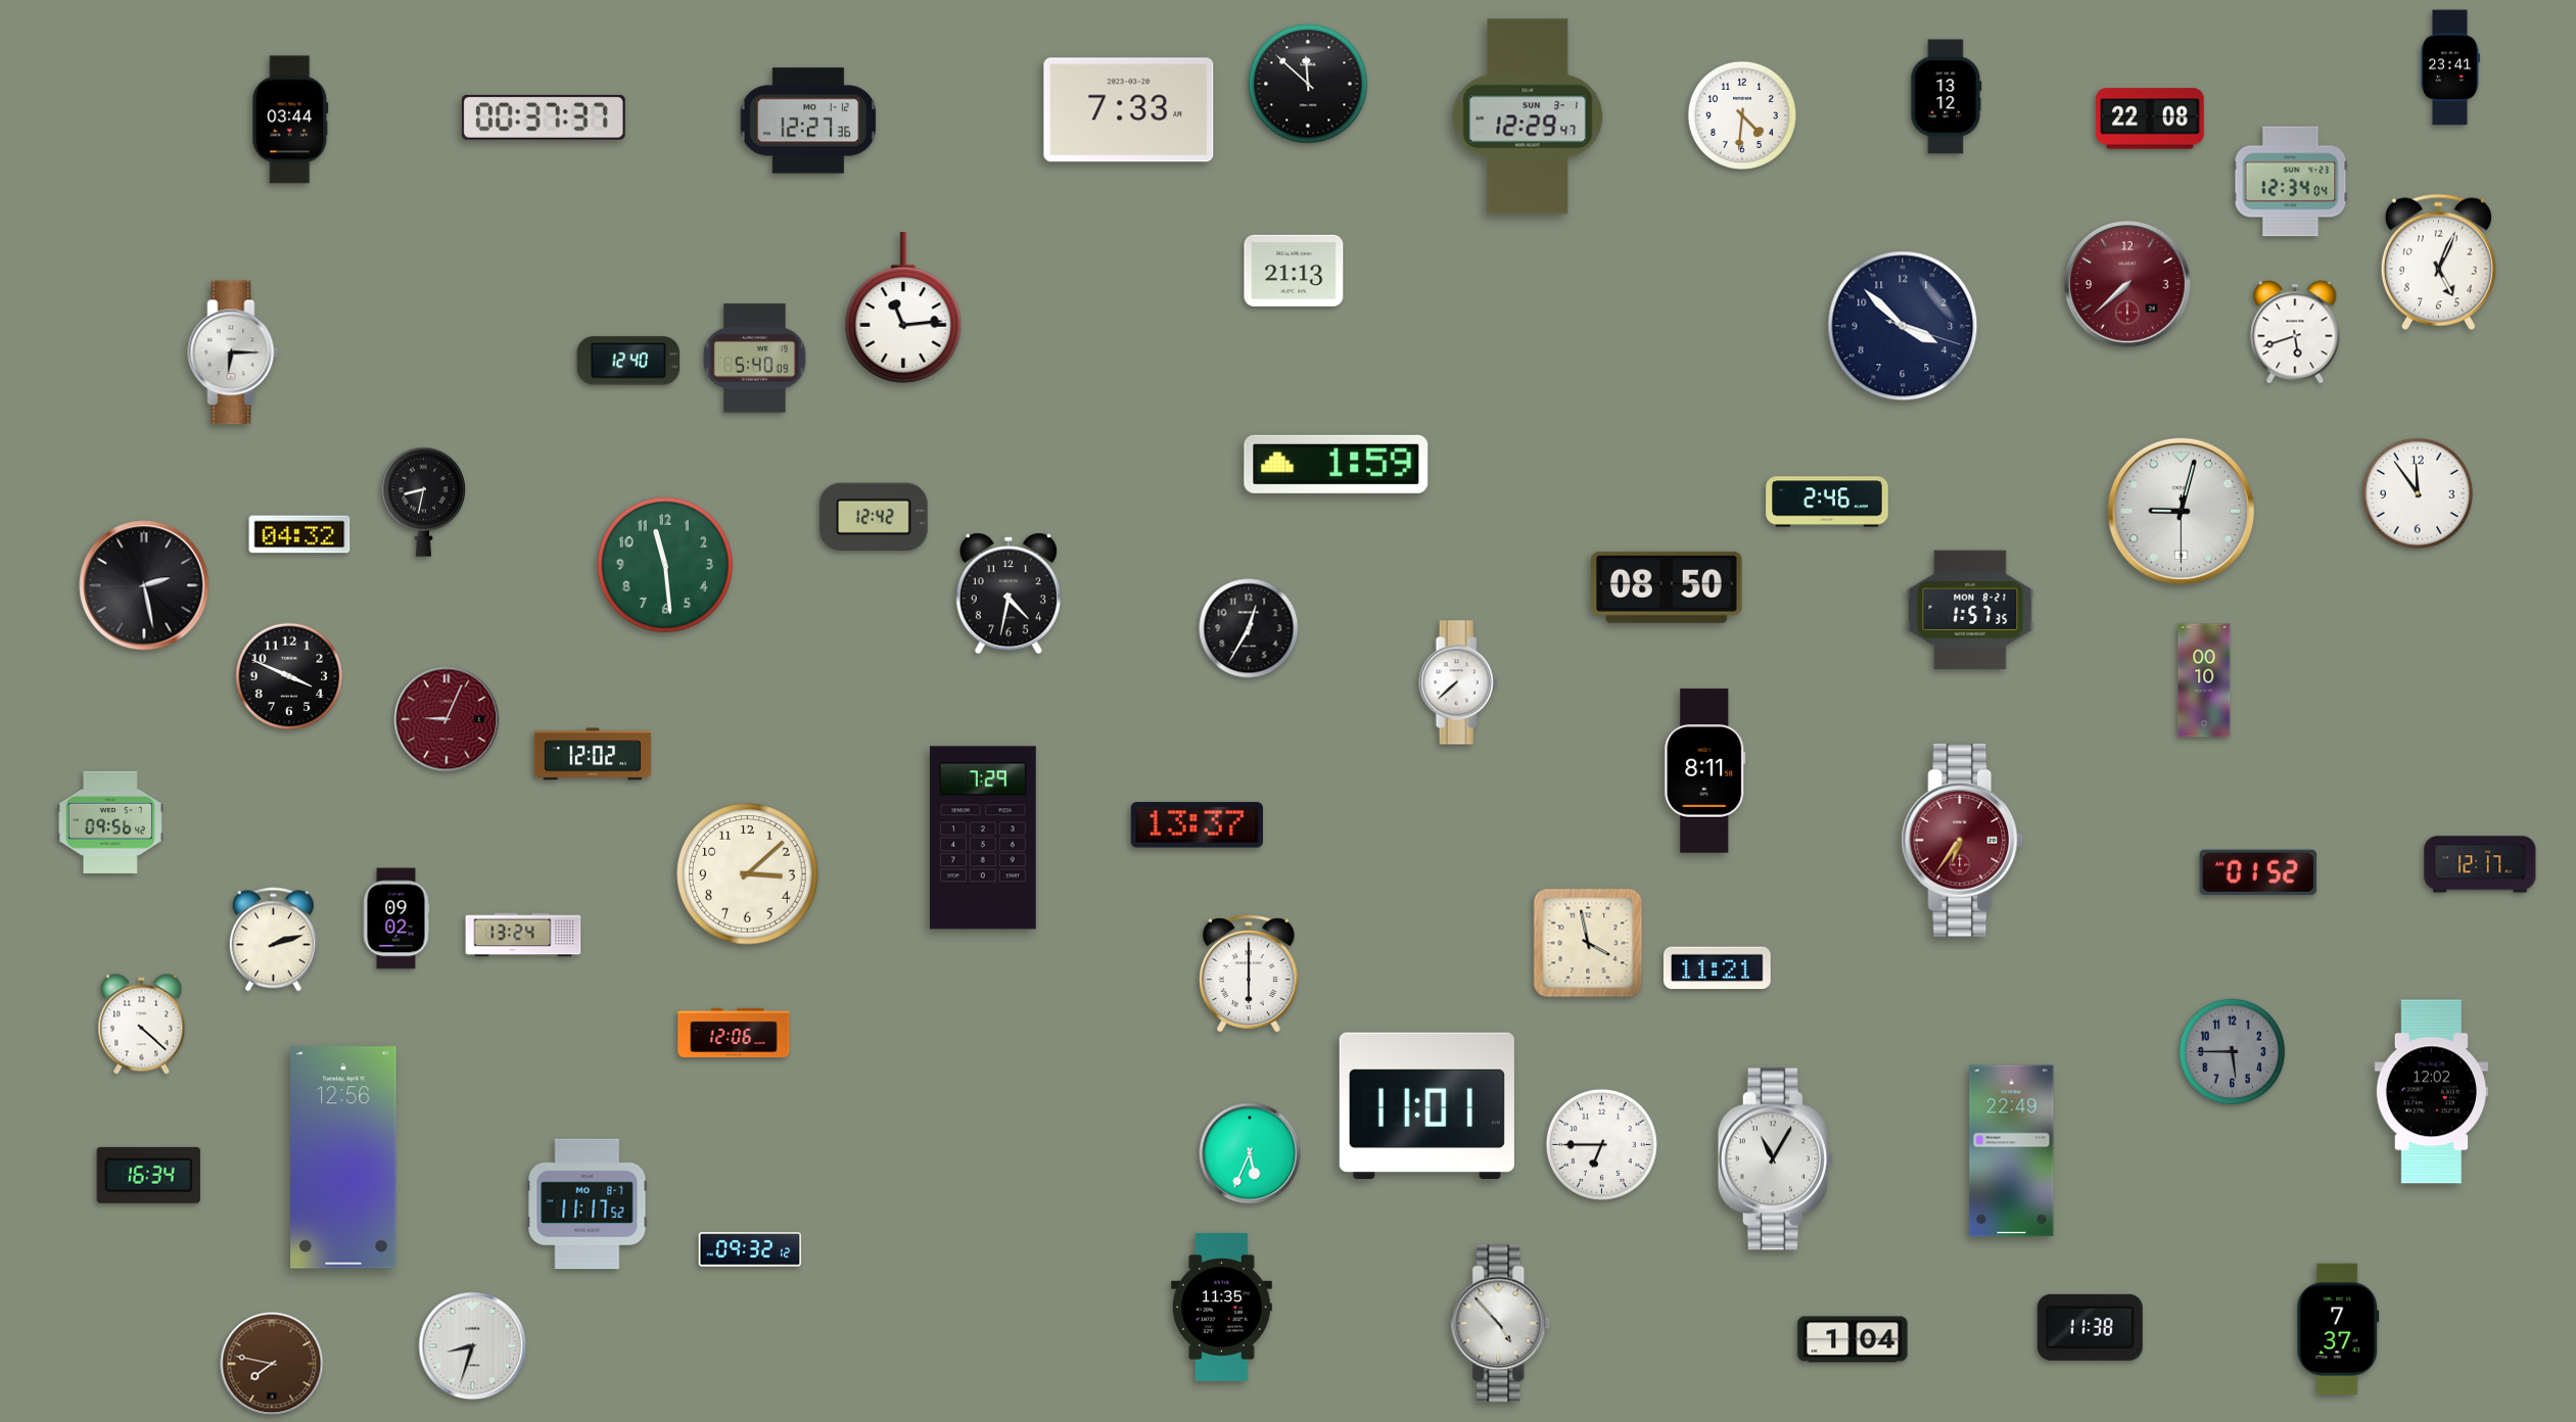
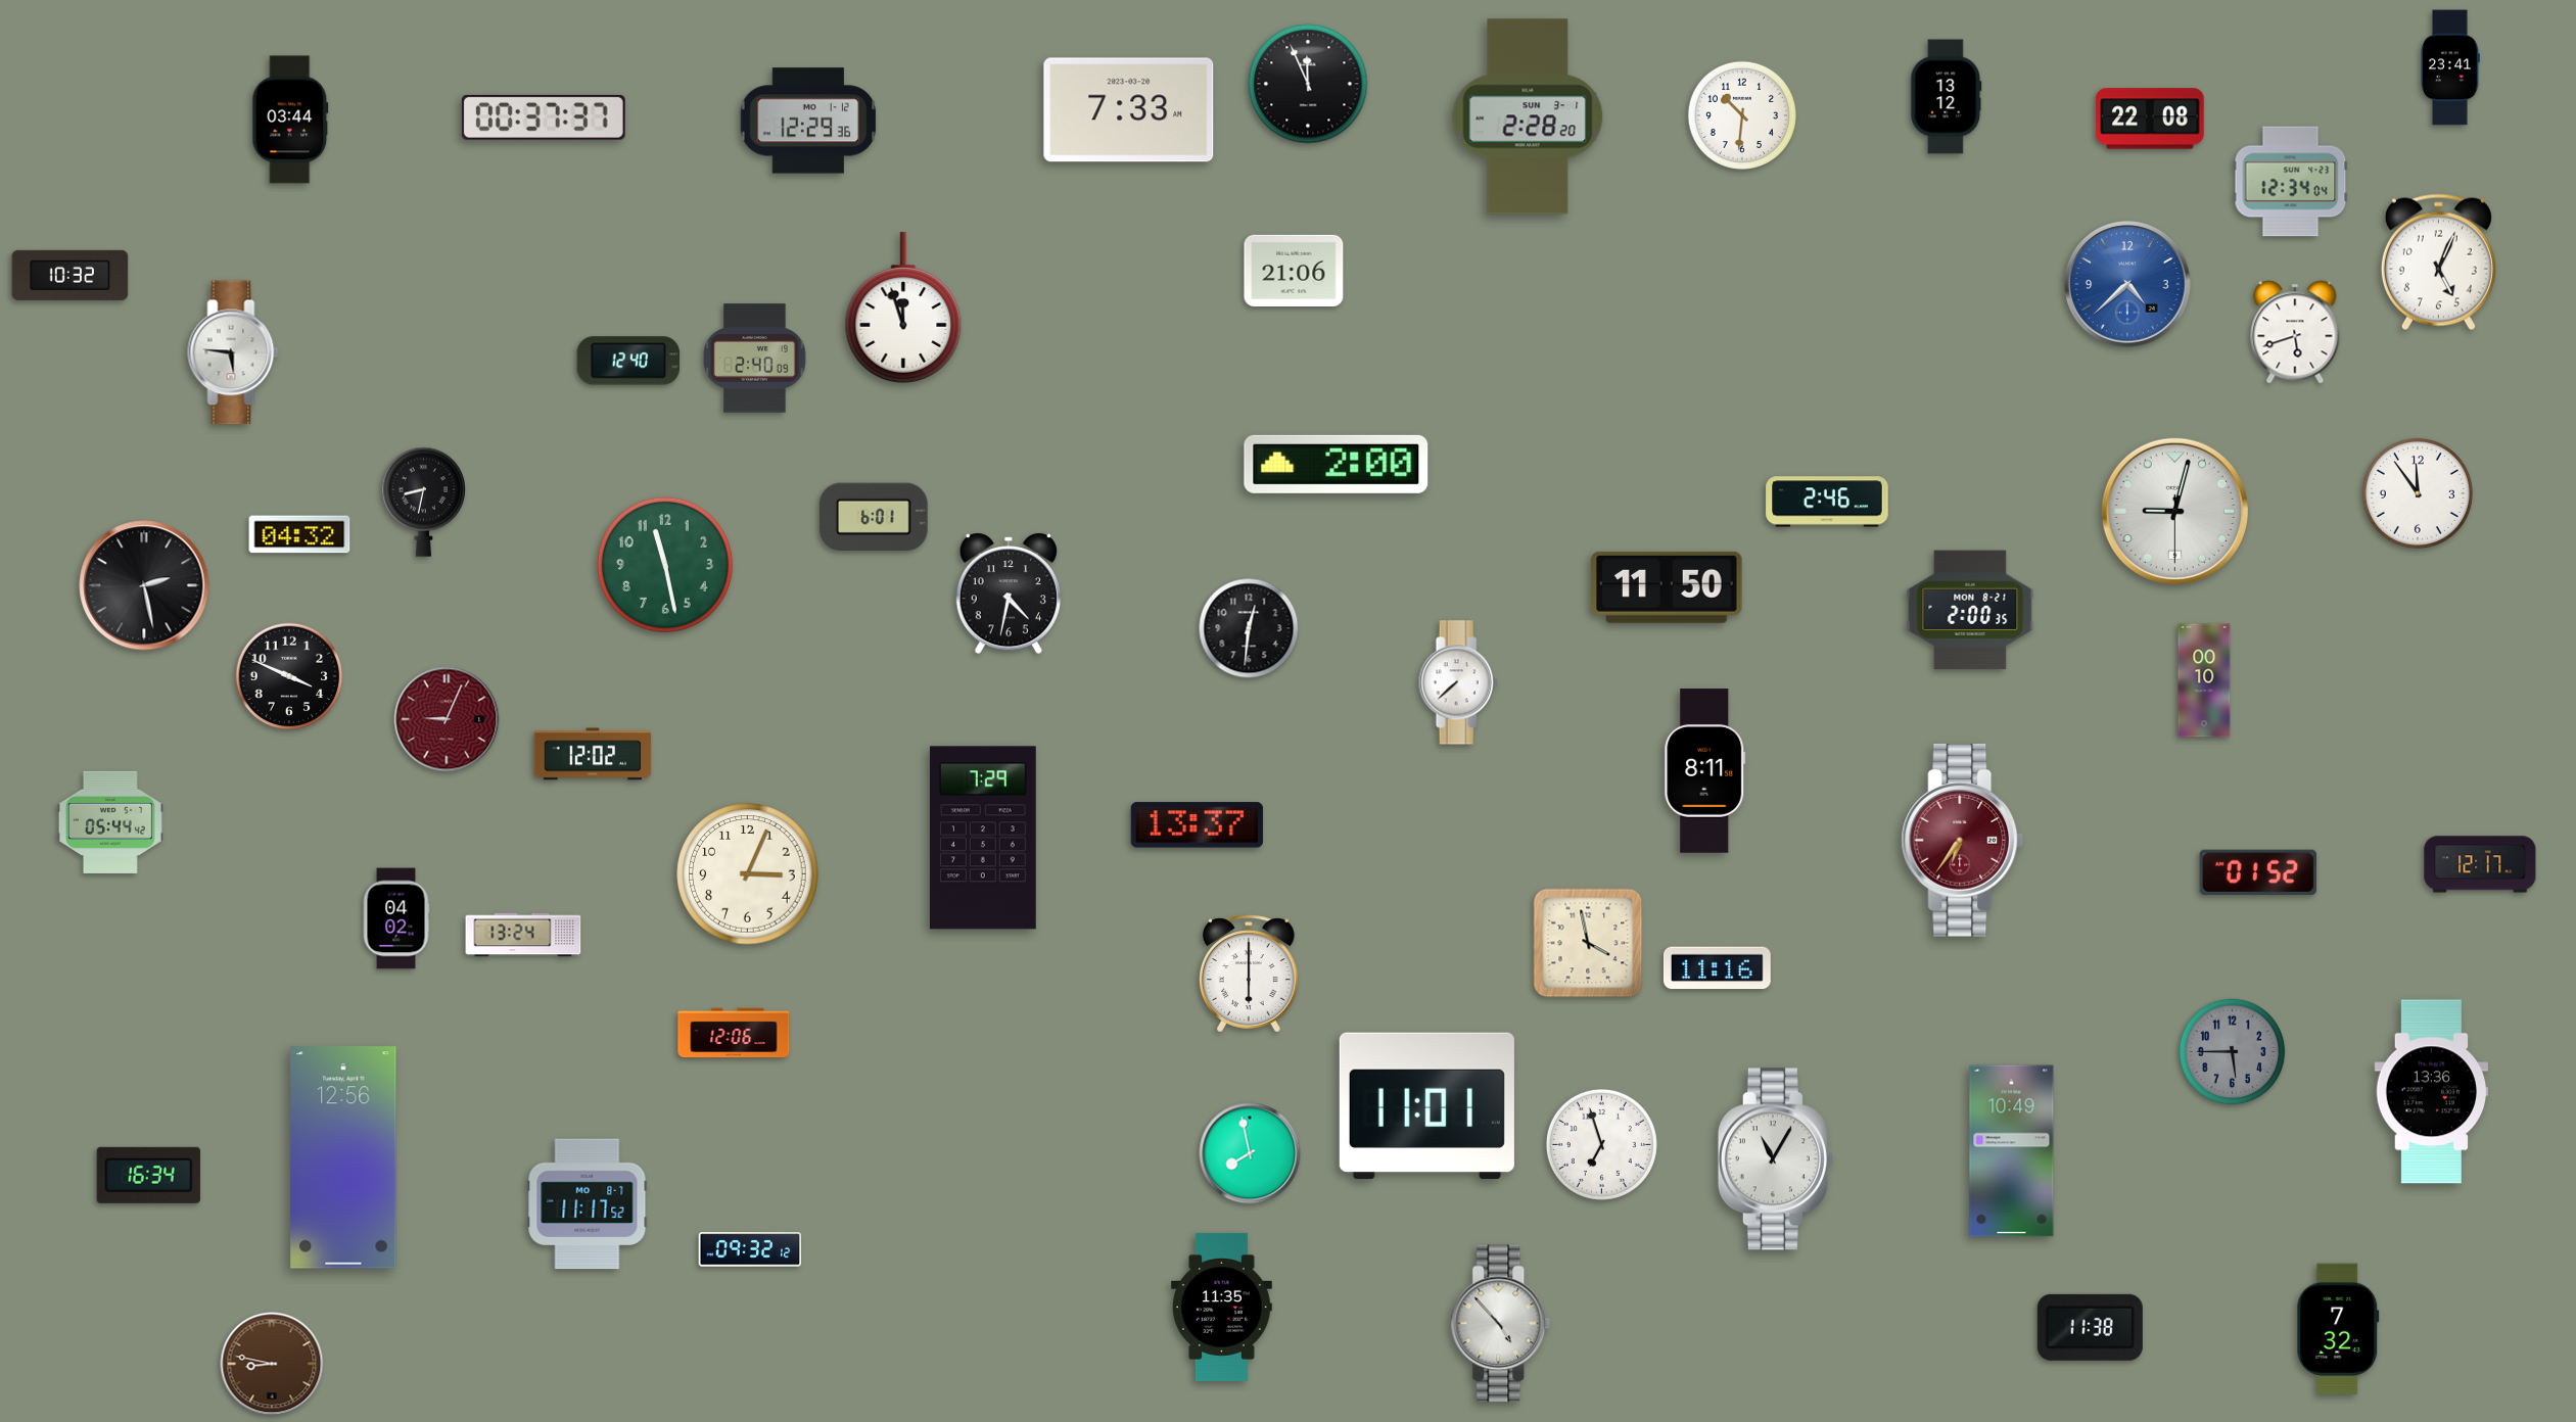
clock at (1308, 84): 11:52 -> 11:56
clock at (1741, 114): 4:31 -> 10:31
clock at (1528, 116): 12:29 -> 2:28
clock at (808, 121): 12:27 -> 12:29
clock at (1294, 271): 21:13 -> 21:06
clock at (71, 275): none -> 10:32
clock at (2127, 284): 7:38 -> 4:38
clock at (2127, 284) dial: burgundy -> blue
clock at (903, 307): 11:14 -> 11:57
clock at (1903, 326): 3:52 -> none
clock at (233, 352): 6:15 -> 5:46
clock at (755, 359): 5:40 -> 2:40
clock at (1337, 464): 1:59 -> 2:00
clock at (2181, 511) position: (2181, 511) -> (2174, 511)
clock at (874, 517): 12:42 -> 6:01
clock at (665, 565): 11:29 -> 11:28
clock at (1667, 587): 08:50 -> 11:50
clock at (1970, 610): 1:57 -> 2:00
clock at (1249, 628): 12:35 -> 12:31
clock at (110, 822): 09:56 -> 05:44
clock at (748, 874): 3:08 -> 3:04
clock at (396, 918): 09:02 -> 04:02
clock at (273, 940): 2:12 -> none
clock at (1717, 968): 11:21 -> 11:16
clock at (142, 1025): 4:22 -> none
clock at (2431, 1092): 12:02 -> 13:36
clock at (1601, 1144): 6:45 -> 6:57
clock at (2012, 1151): 22:49 -> 10:49
clock at (1250, 1153): 5:34 -> 7:58
clock at (2338, 1329): 7:37 -> 7:32
clock at (1853, 1339): 1:04 -> none
clock at (473, 1346): 8:33 -> none
clock at (272, 1364): 7:47 -> 8:47
